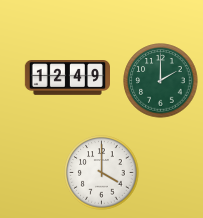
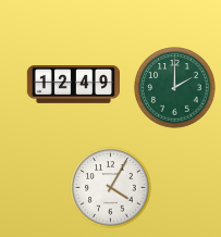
clock at (102, 173): 4:00 -> 4:05
